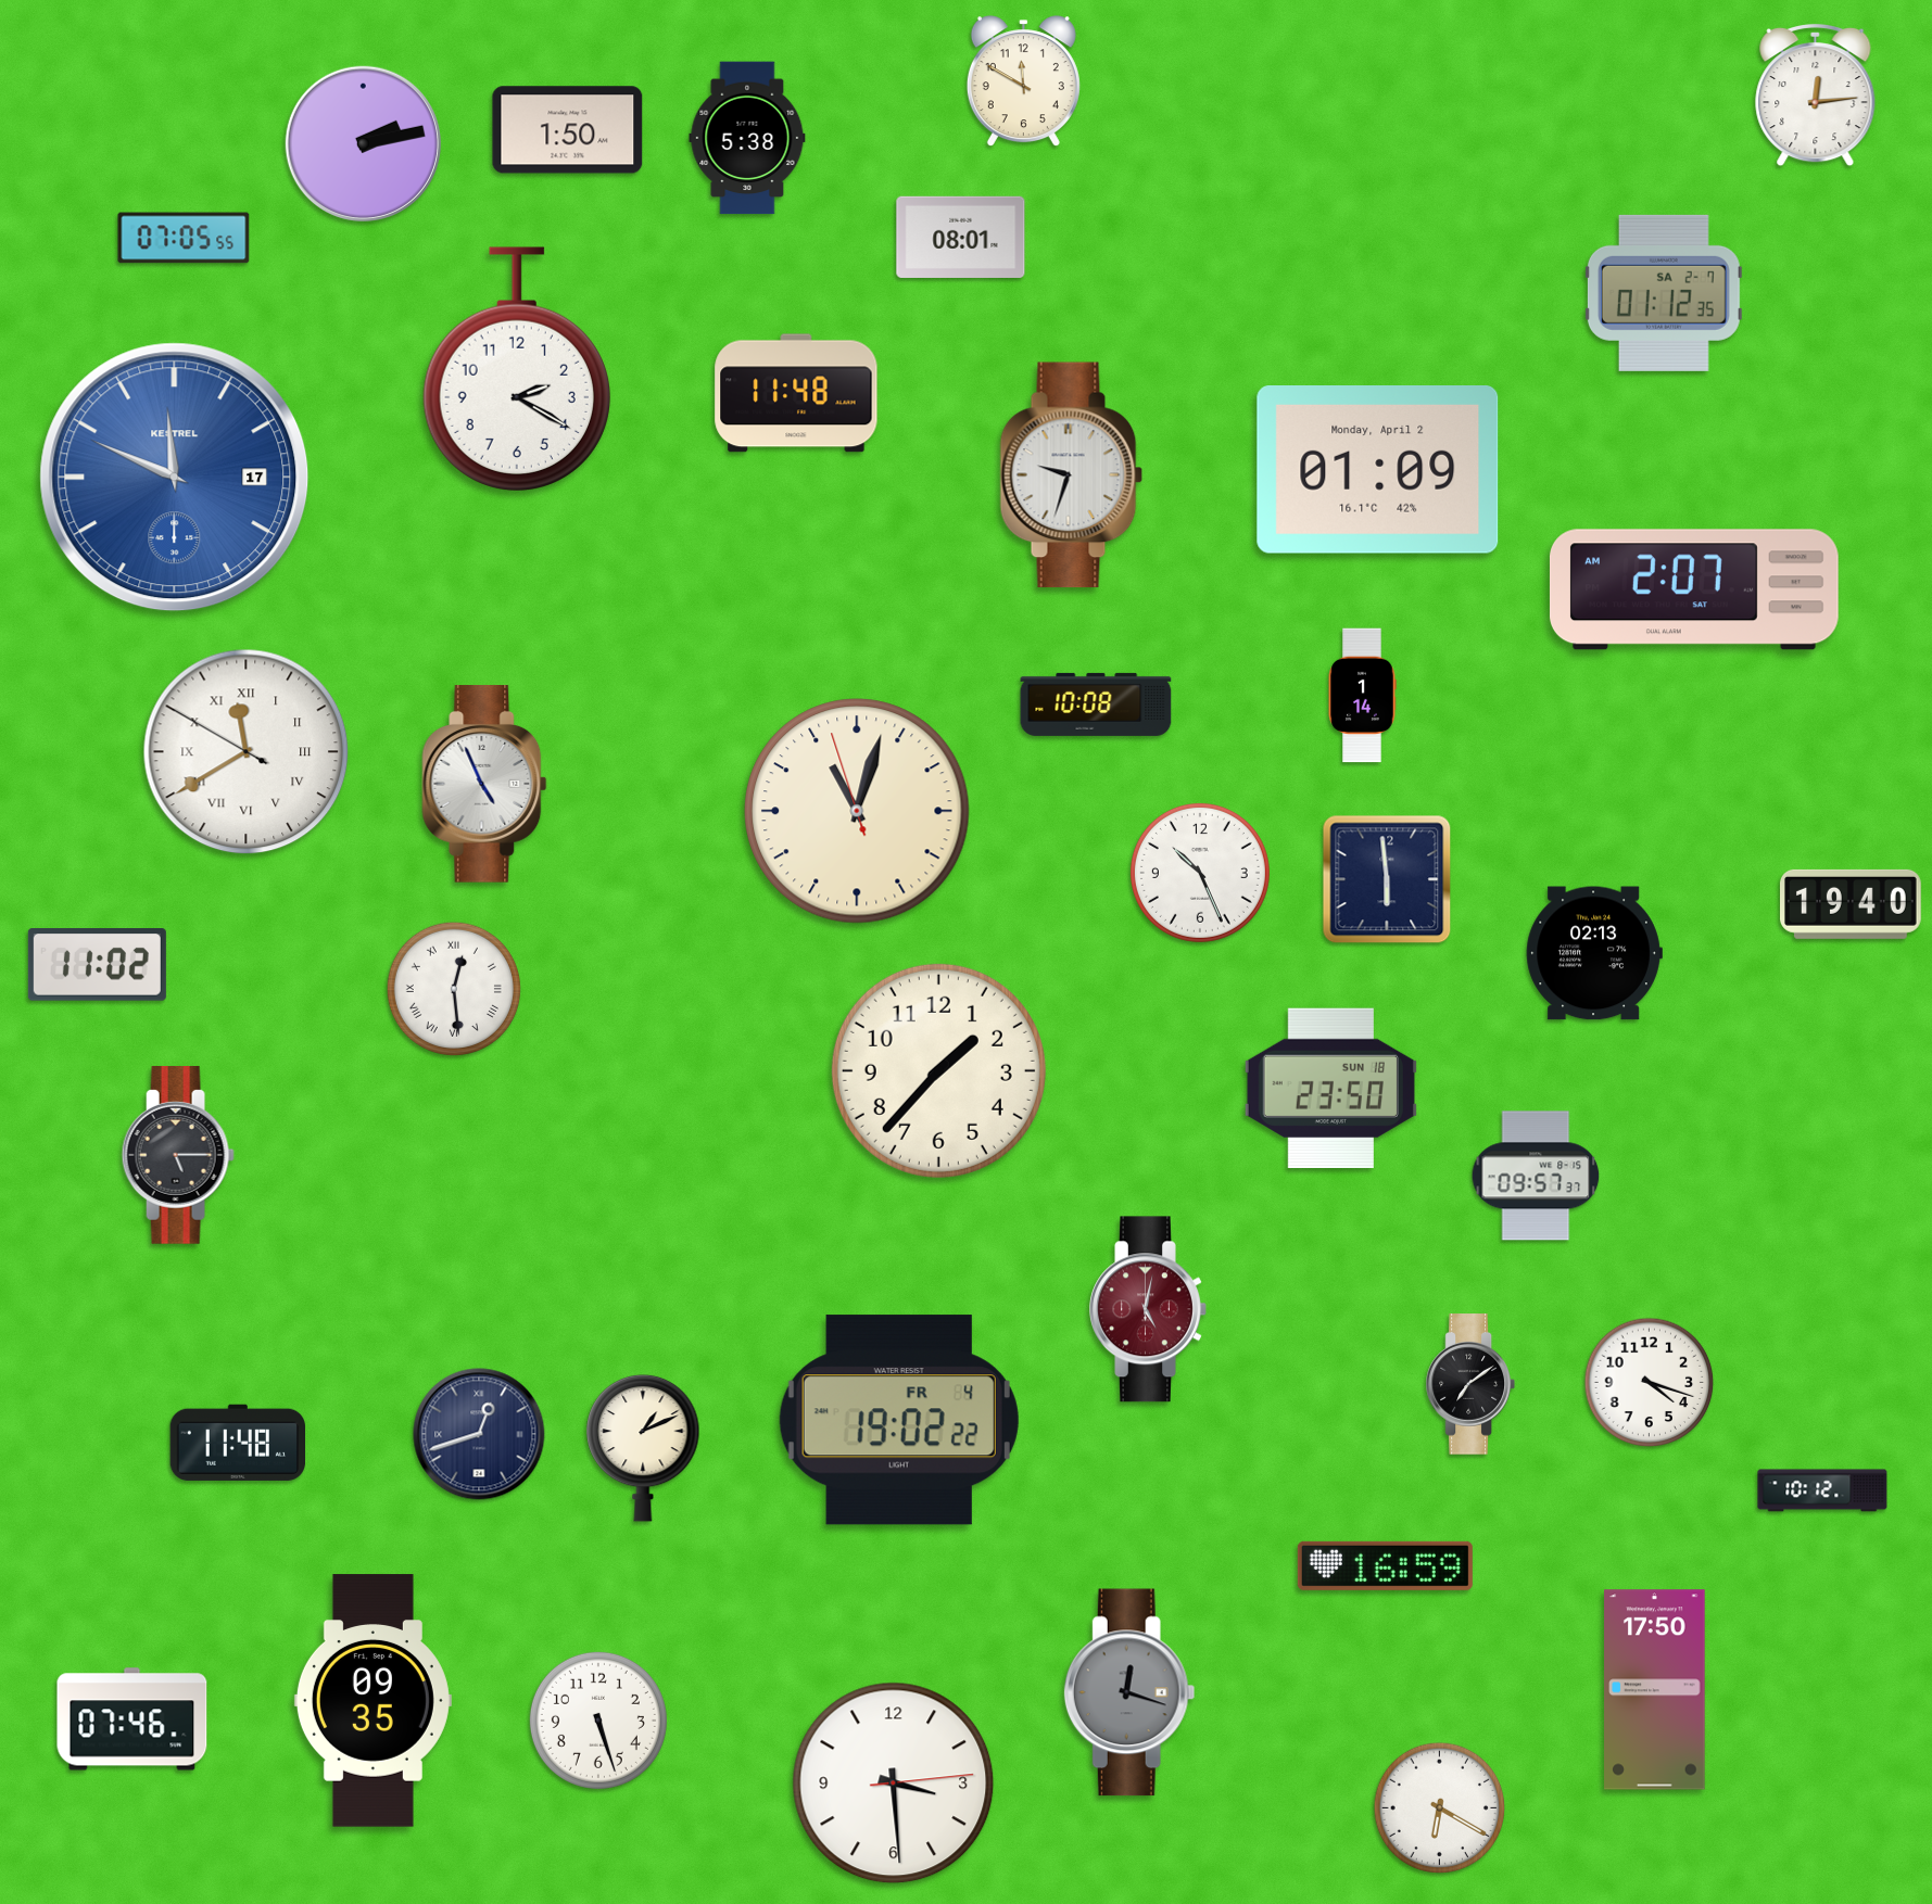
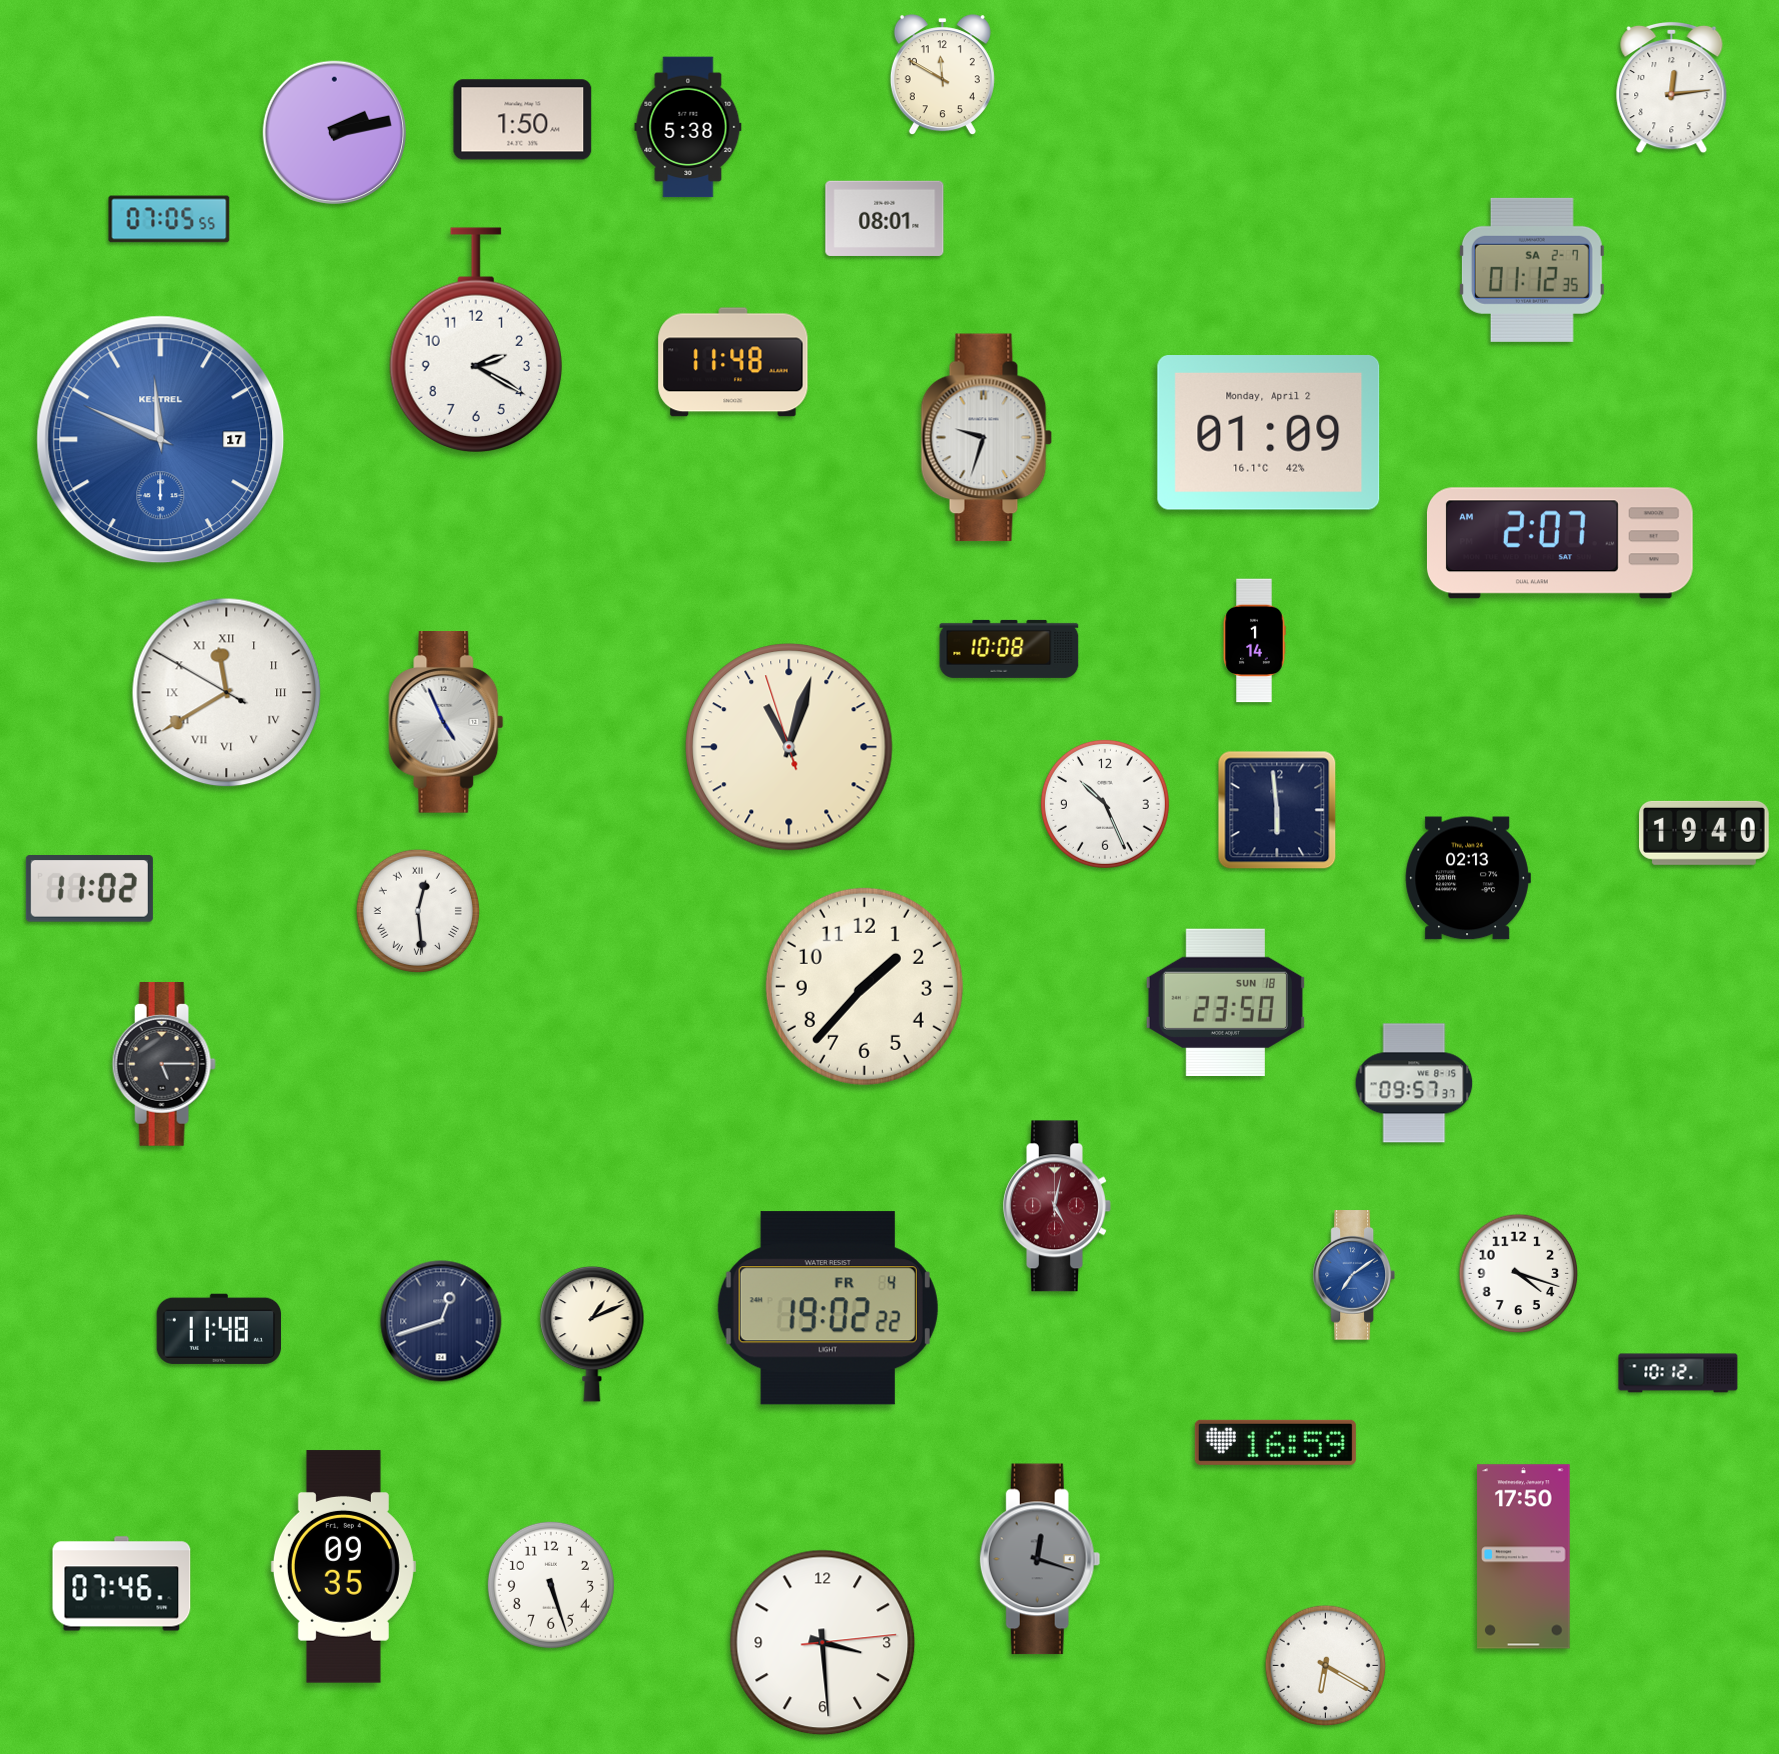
clock at (1469, 1384) dial: black -> blue
